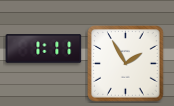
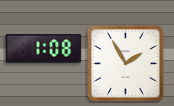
clock at (44, 49): 1:11 -> 1:08
